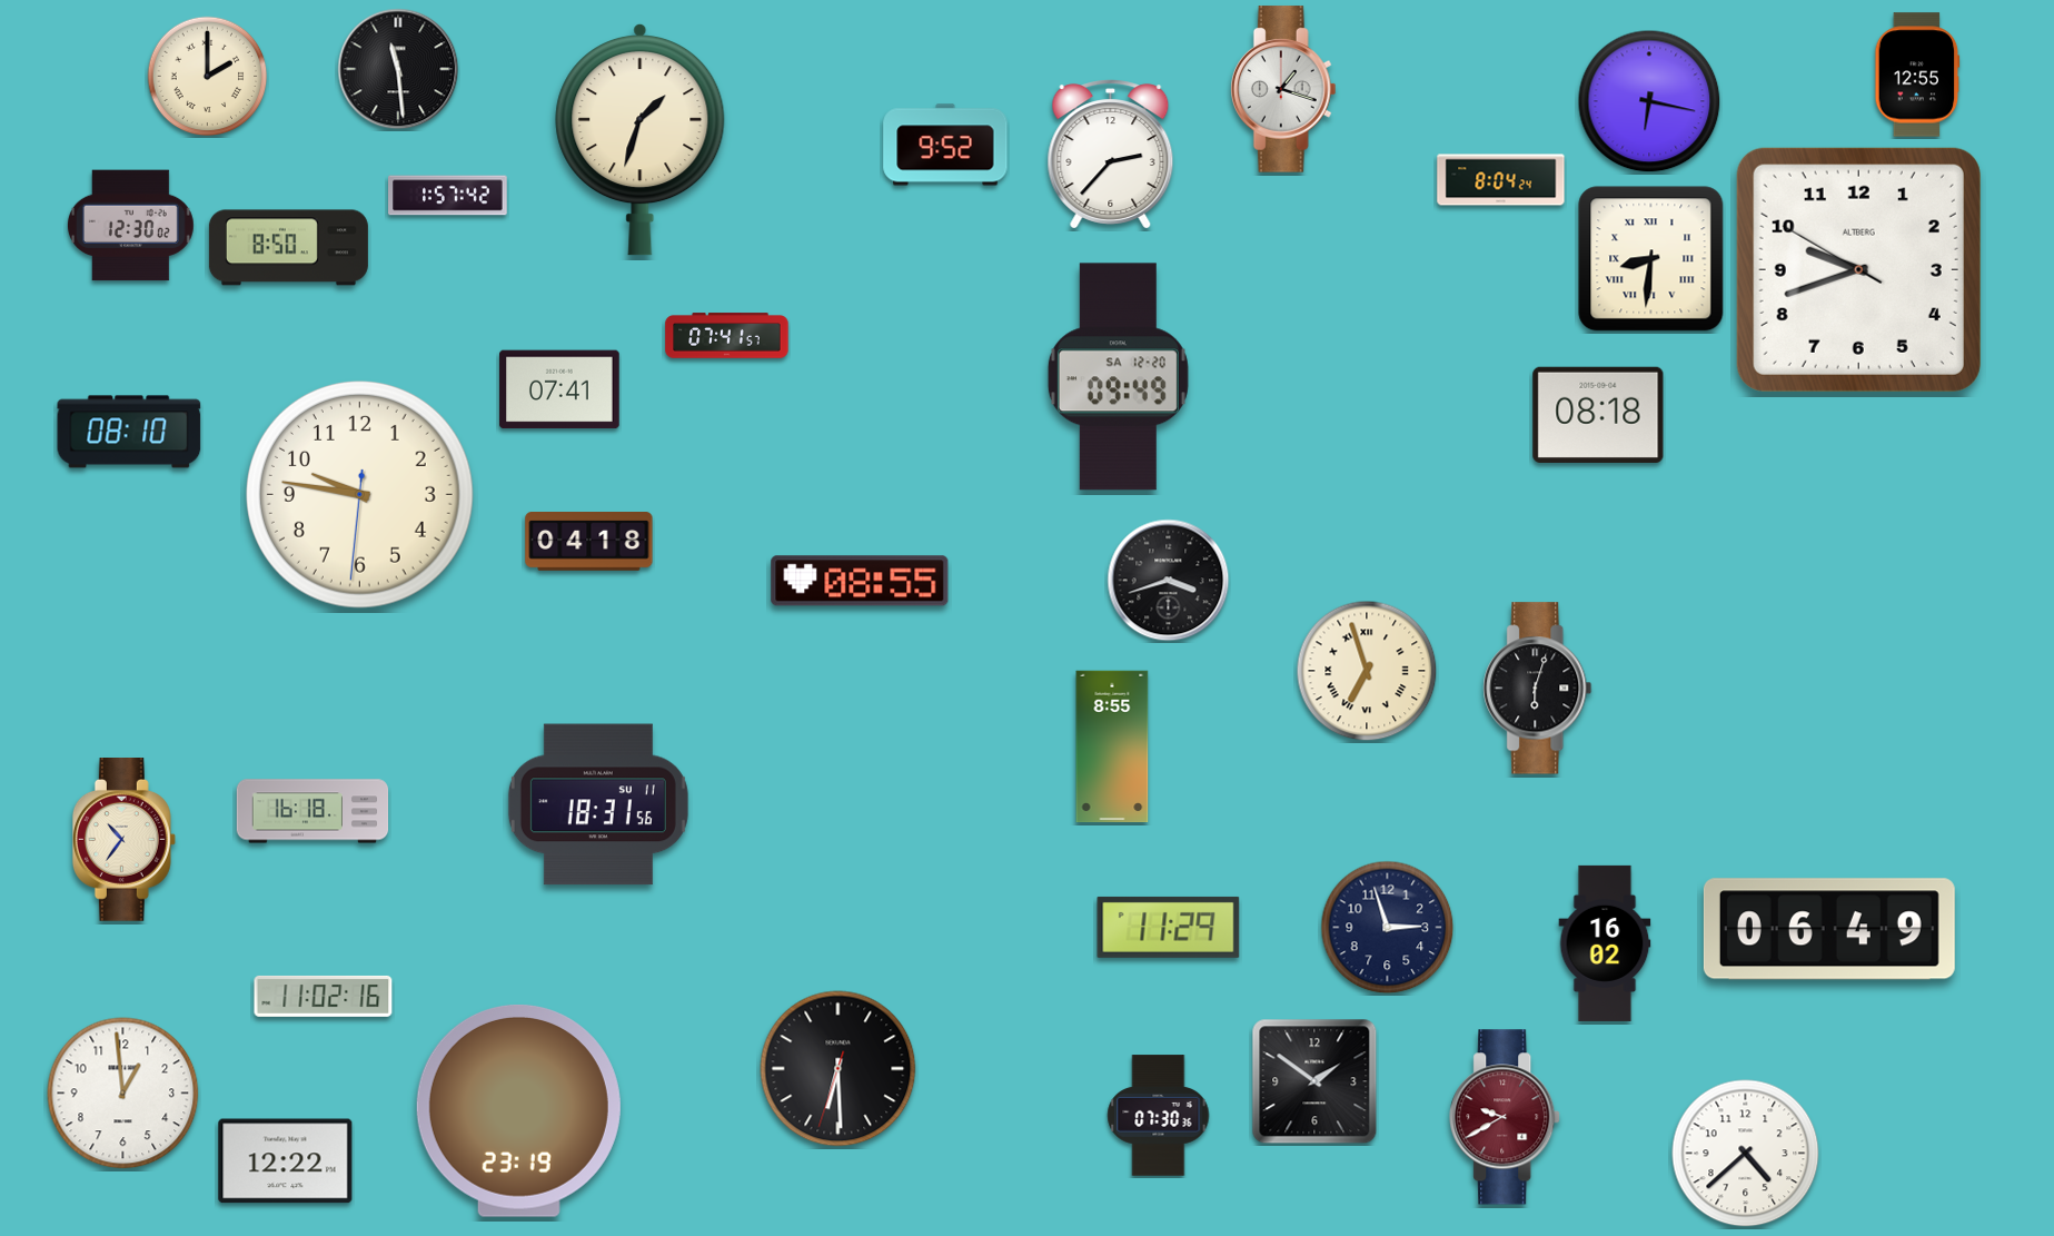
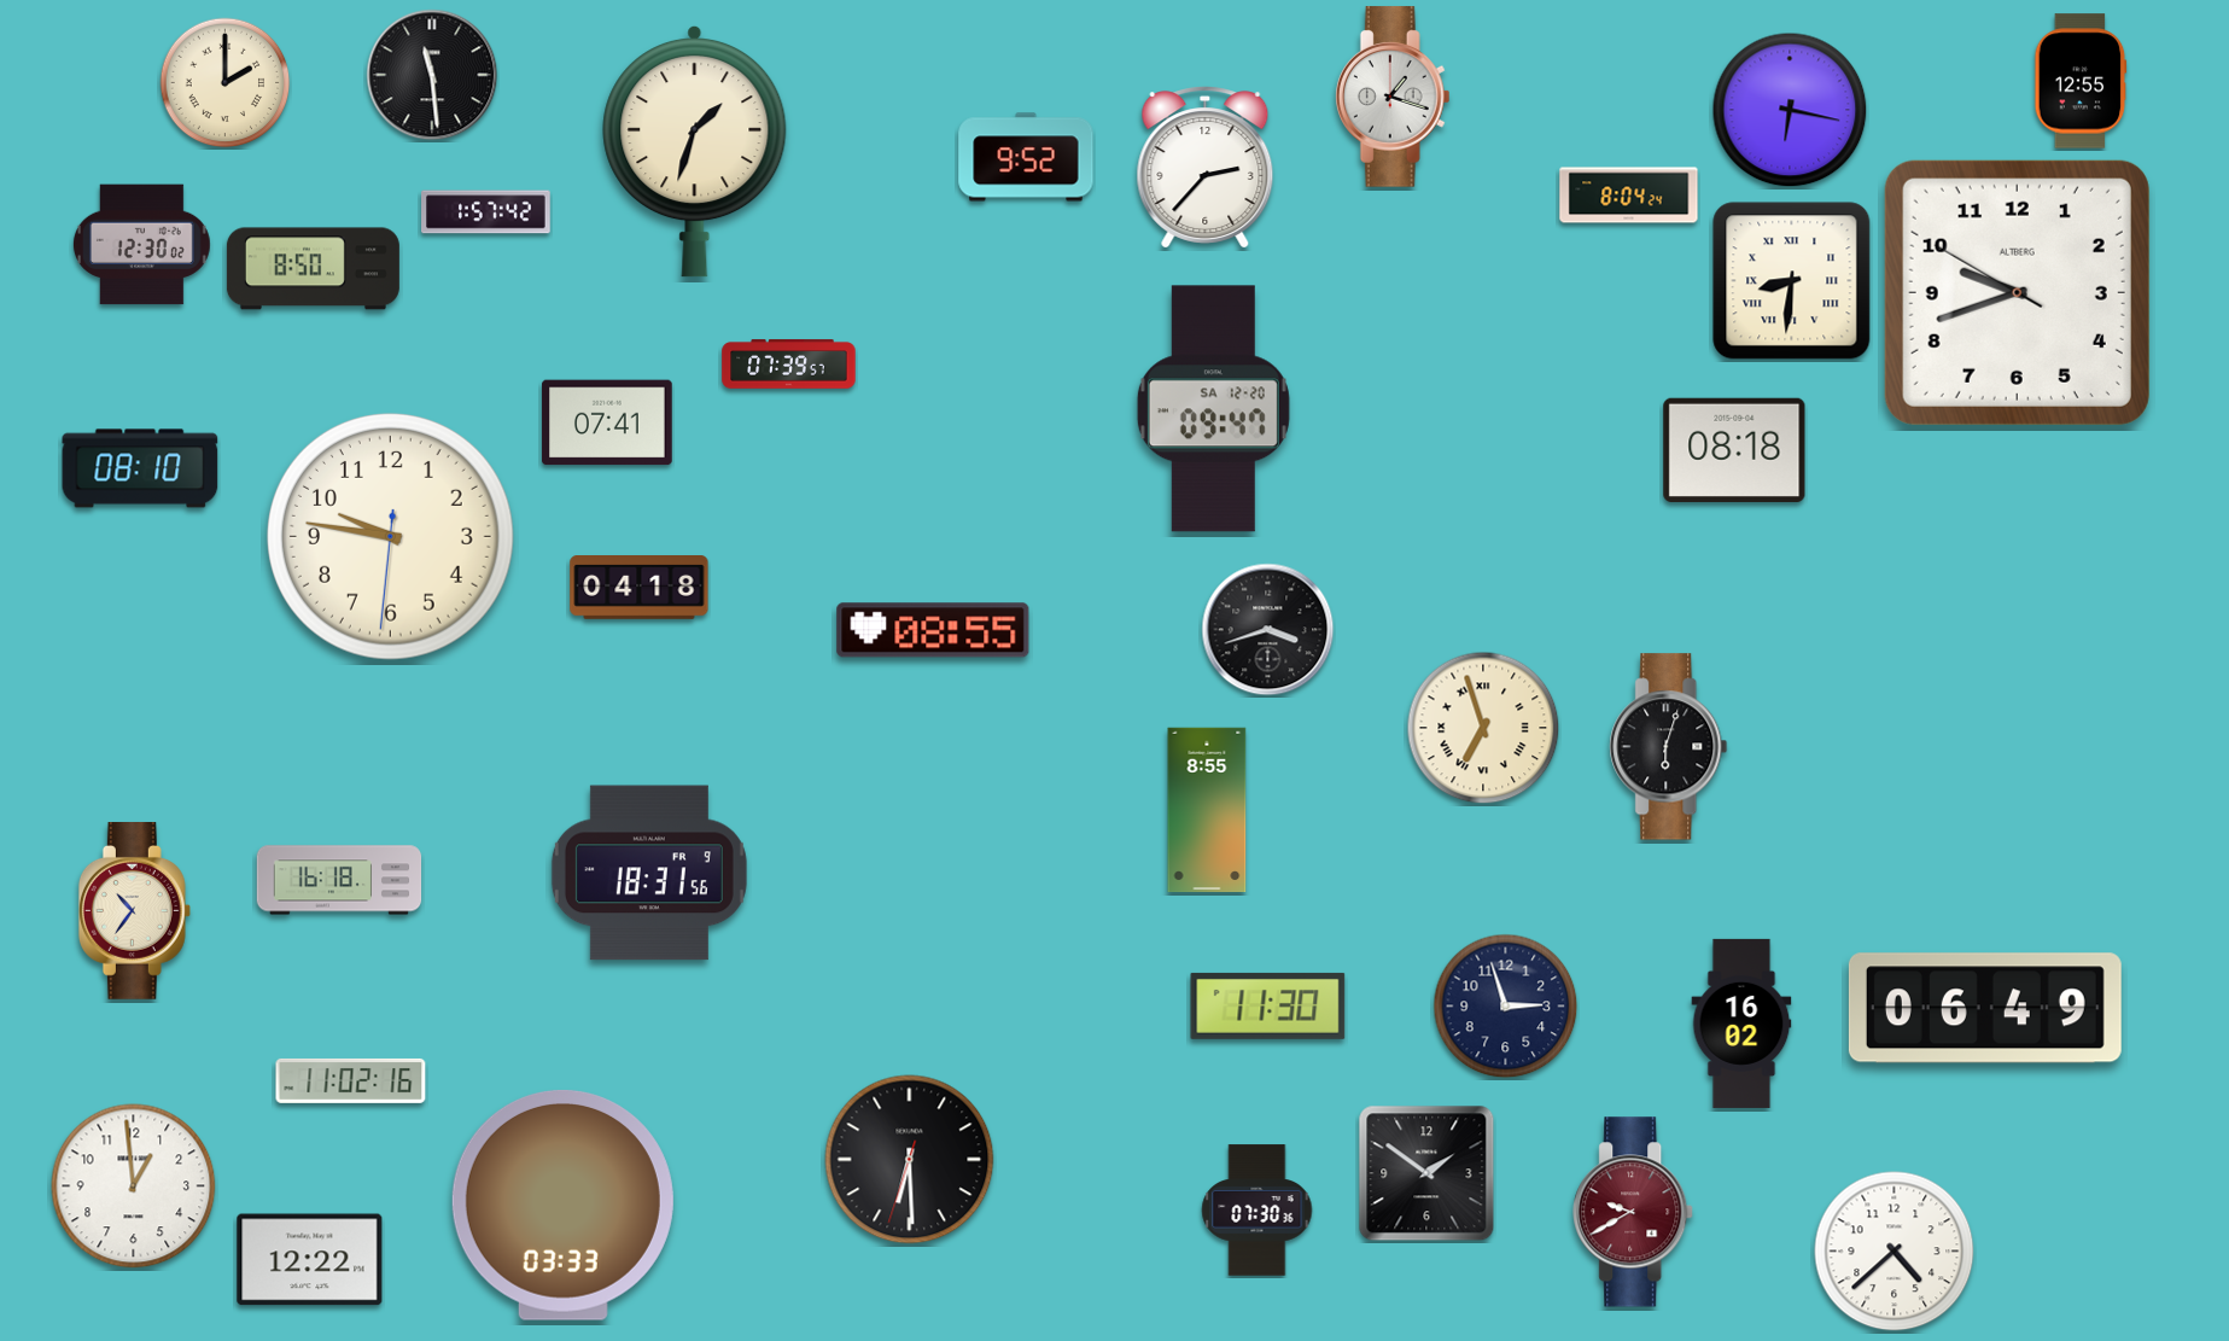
clock at (727, 336): 07:41 -> 07:39
clock at (1118, 377): 09:49 -> 09:47
clock at (598, 804) date: SU 11 -> FR 9
clock at (1169, 927): 11:29 -> 11:30
clock at (518, 1110): 23:19 -> 03:33
